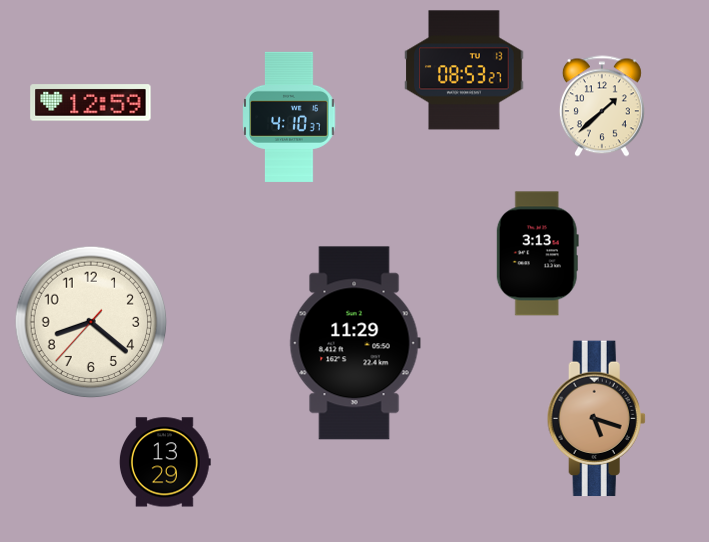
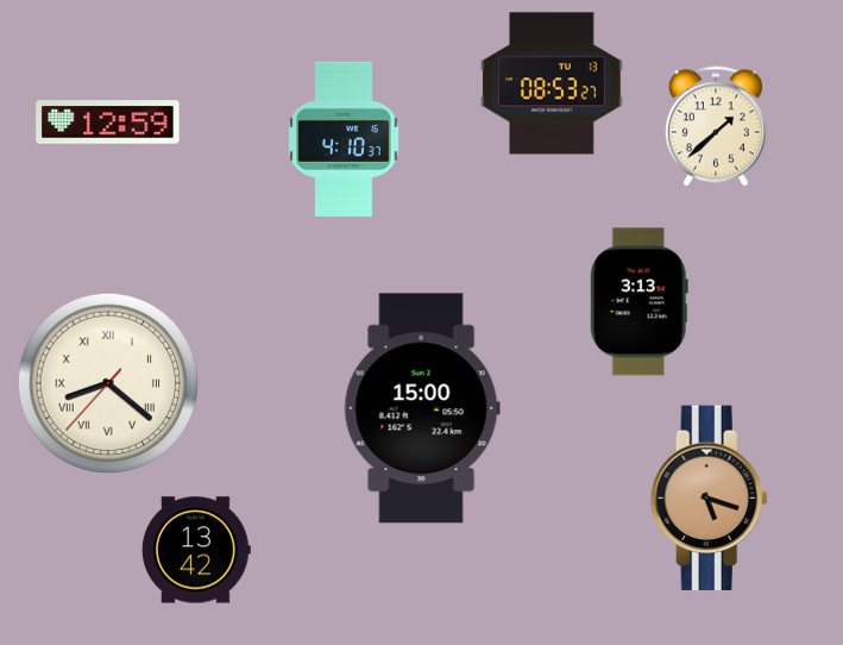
clock at (91, 322) numerals: Arabic -> Roman
clock at (355, 343): 11:29 -> 15:00
clock at (165, 462): 13:29 -> 13:42
